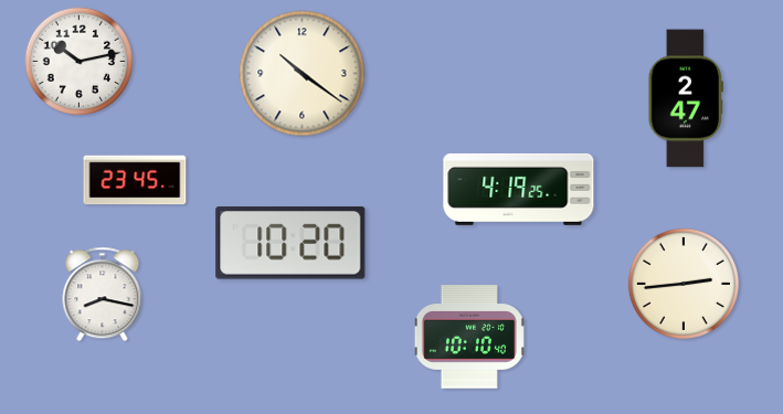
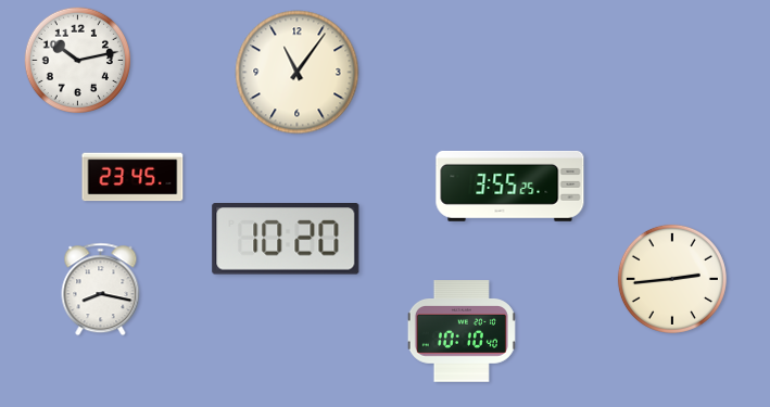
clock at (303, 74): 10:21 -> 11:06
clock at (686, 98): 2:47 -> none
clock at (519, 189): 4:19 -> 3:55
